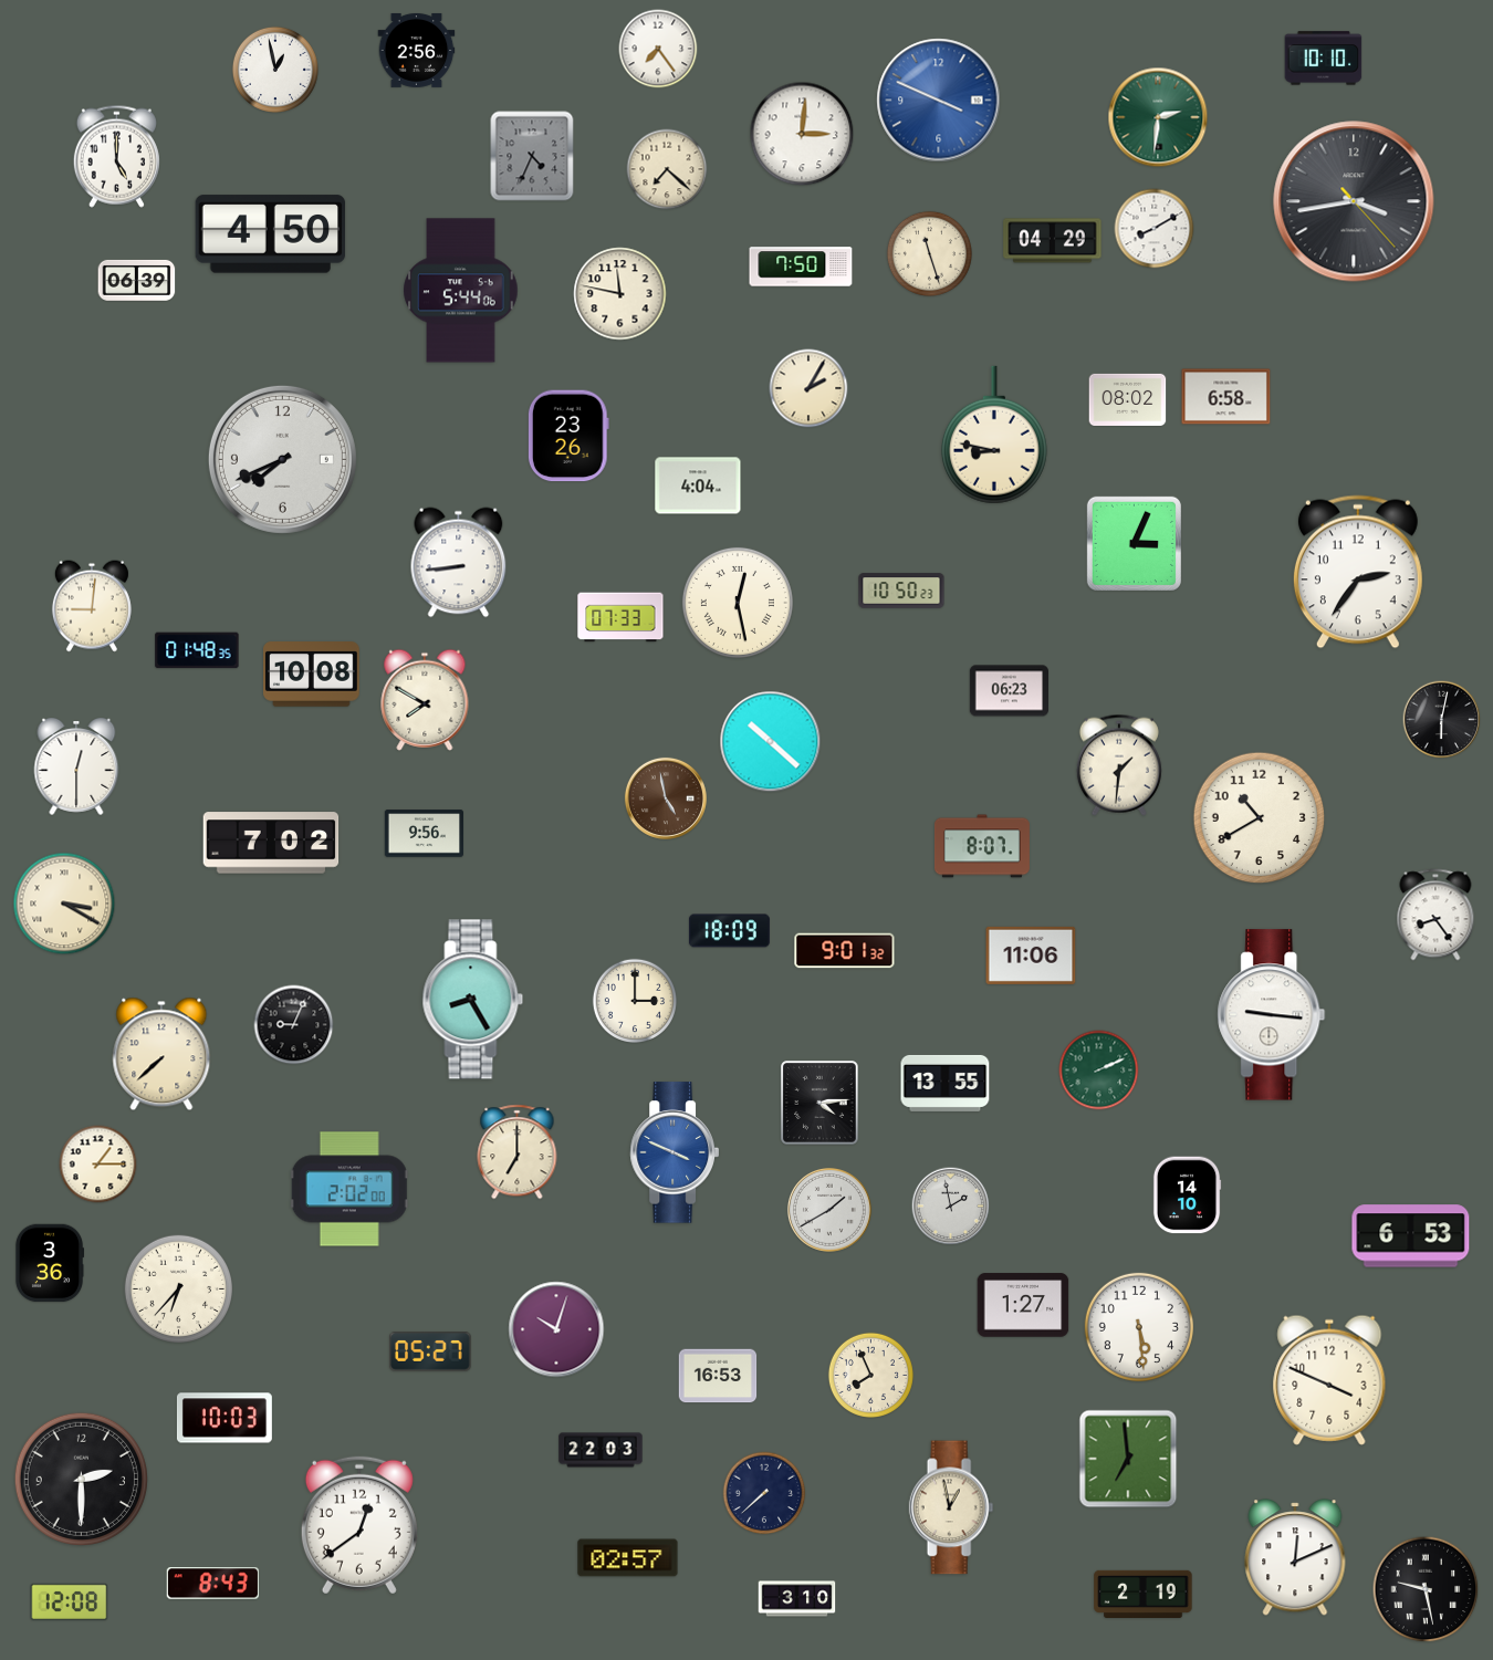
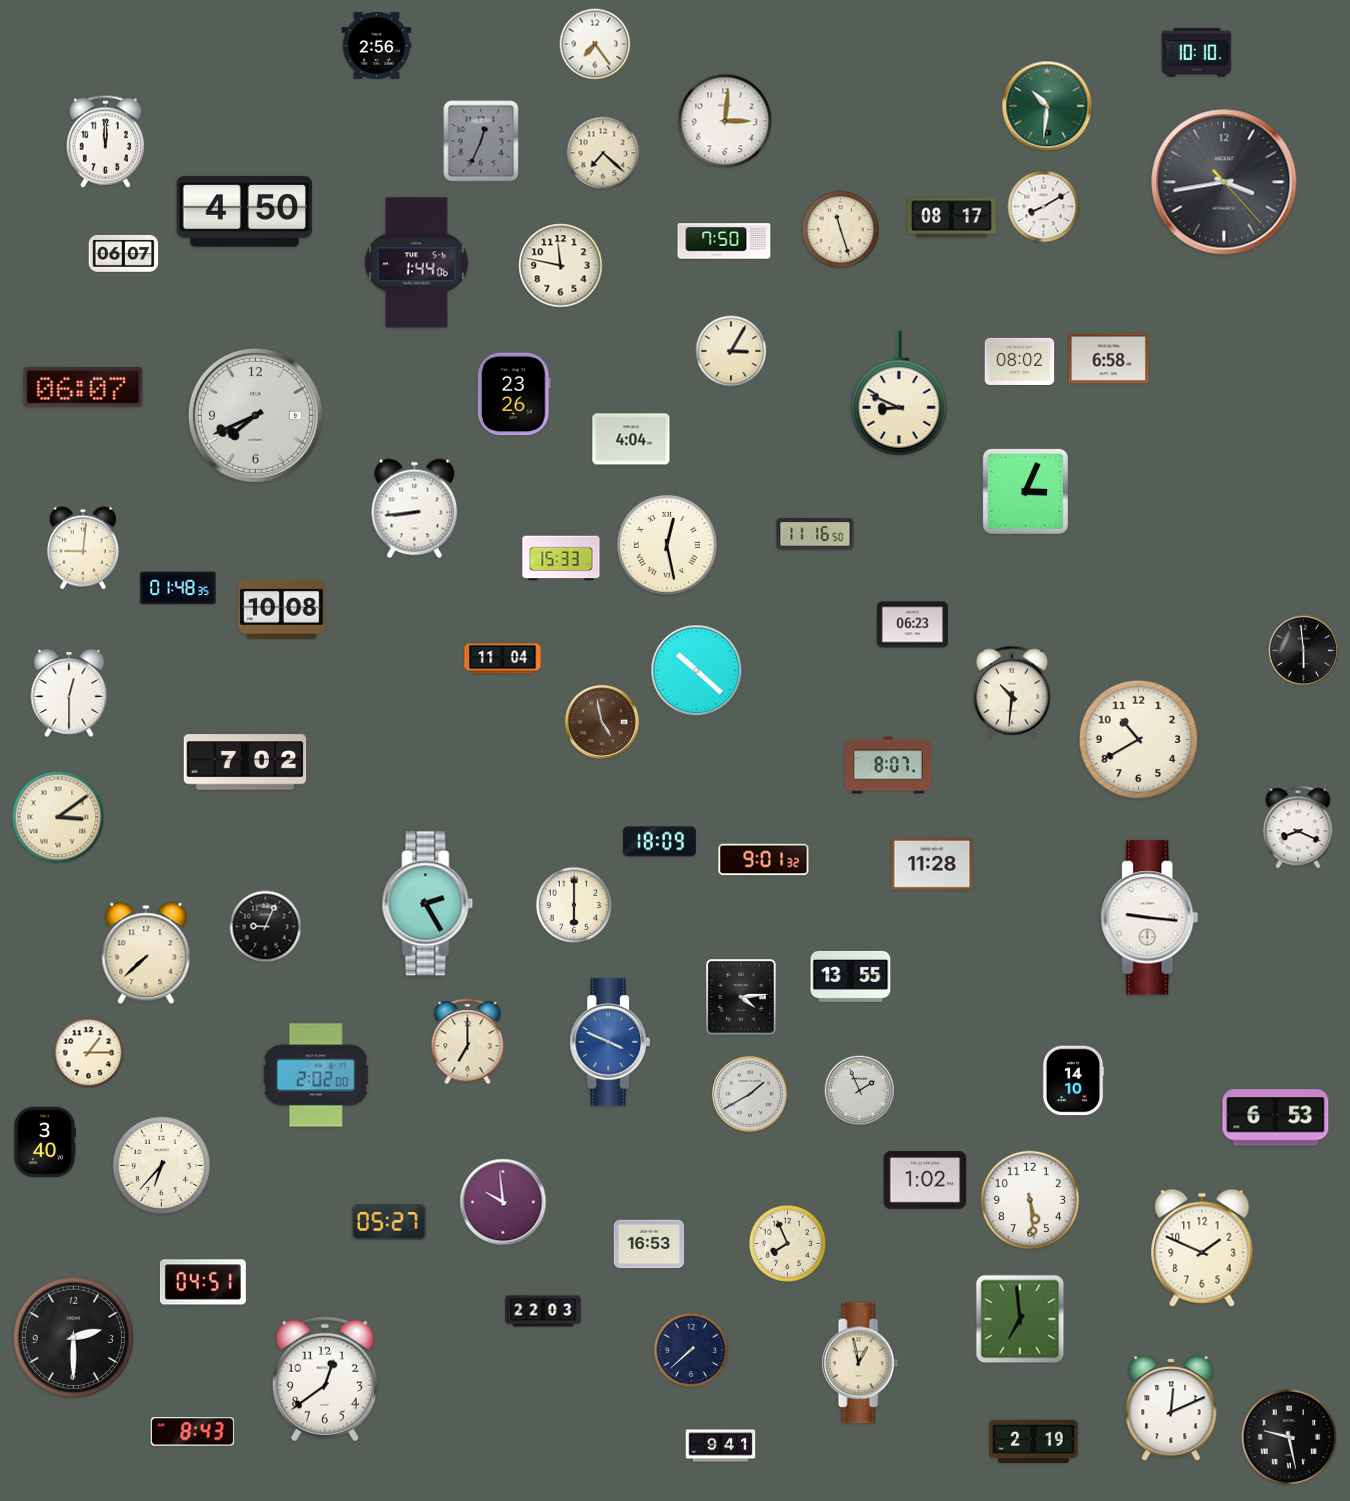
clock at (275, 70): 12:58 -> none
clock at (939, 101): 3:49 -> none
clock at (1158, 117): 2:31 -> 10:31
clock at (116, 156): 5:00 -> 12:00
clock at (532, 156): 4:34 -> 12:34
clock at (1053, 241): 04:29 -> 08:17
clock at (137, 280): 06:39 -> 06:07
clock at (461, 291): 5:44 -> 1:44
clock at (808, 388): 2:05 -> 3:05
clock at (83, 387): none -> 06:07
clock at (994, 435): 8:47 -> 8:49
clock at (1358, 572): 2:36 -> none
clock at (901, 591): 10:50 -> 11:16
clock at (620, 617): 07:33 -> 15:33
clock at (425, 700): 7:50 -> none
clock at (1442, 720): 6:02 -> 5:59
clock at (503, 659): none -> 11:04
clock at (1119, 765): 1:31 -> 10:31
clock at (424, 834): 9:56 -> none
clock at (64, 904): 3:20 -> 3:09
clock at (1435, 915): 8:24 -> 8:19
clock at (1031, 956): 11:06 -> 11:28
clock at (473, 1000): 8:25 -> 2:25
clock at (634, 1000): 3:00 -> 6:00
clock at (1099, 1071): 2:11 -> none
clock at (946, 1083) position: (946, 1083) -> (851, 976)
clock at (951, 1207): 1:58 -> 1:56
clock at (49, 1263): 3:36 -> 3:40
clock at (1023, 1305): 1:27 -> 1:02
clock at (556, 1329): 10:03 -> 9:59
clock at (1329, 1380): 3:49 -> 1:49
clock at (225, 1418): 10:03 -> 04:51
clock at (628, 1558): 02:57 -> none
clock at (797, 1599): 3:10 -> 9:41
clock at (70, 1601): 12:08 -> none
